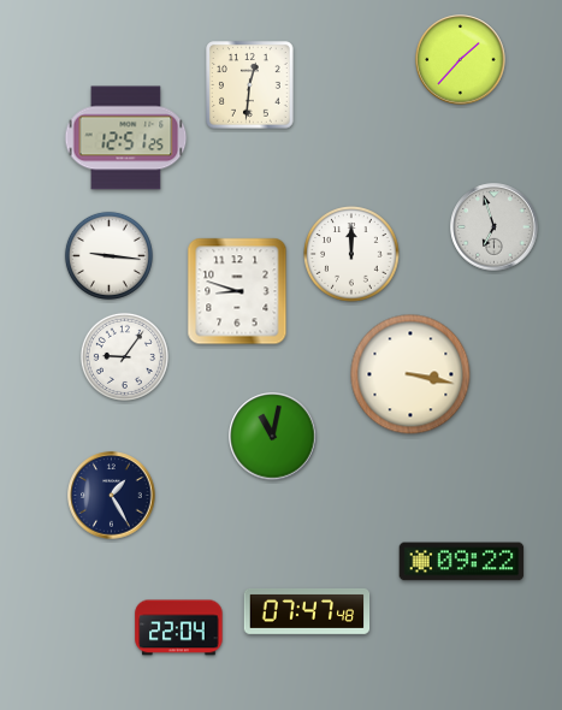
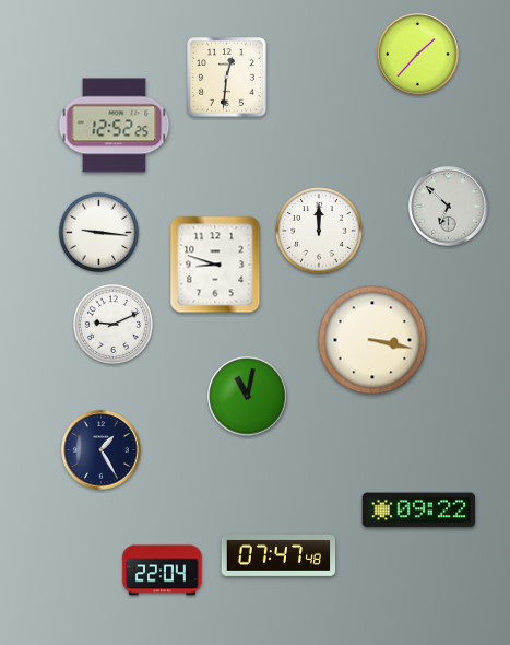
clock at (126, 138): 12:51 -> 12:52
clock at (495, 227): 6:57 -> 6:52
clock at (124, 356): 9:06 -> 9:11
